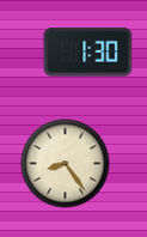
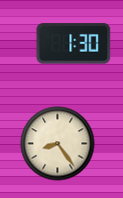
clock at (66, 164) position: (66, 164) -> (58, 144)
